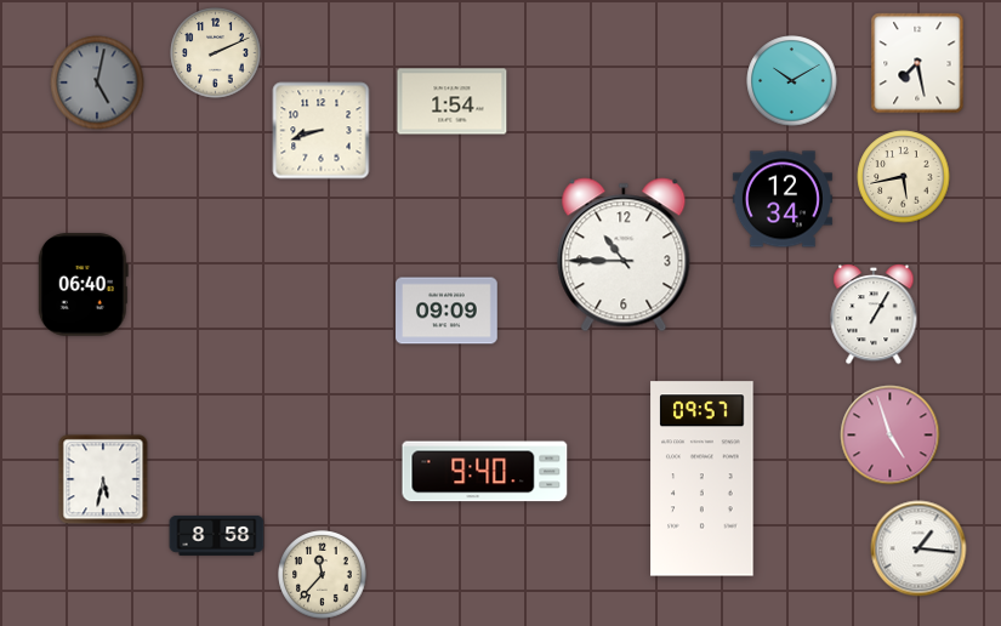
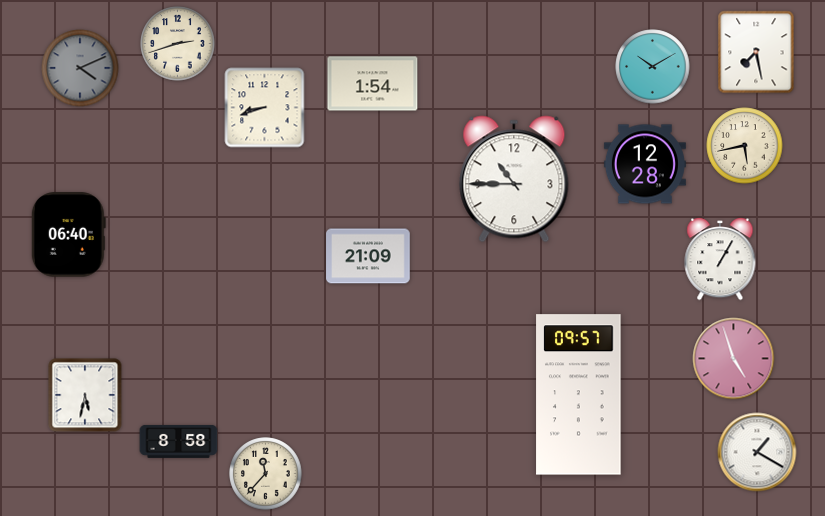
clock at (216, 53): 2:11 -> 2:42
clock at (97, 82): 5:02 -> 4:11
clock at (783, 199): 12:34 -> 12:28
clock at (624, 255) position: (624, 255) -> (514, 179)
clock at (447, 311): 09:09 -> 21:09
clock at (485, 472): 9:40 -> none
clock at (918, 548): 1:16 -> 1:20
